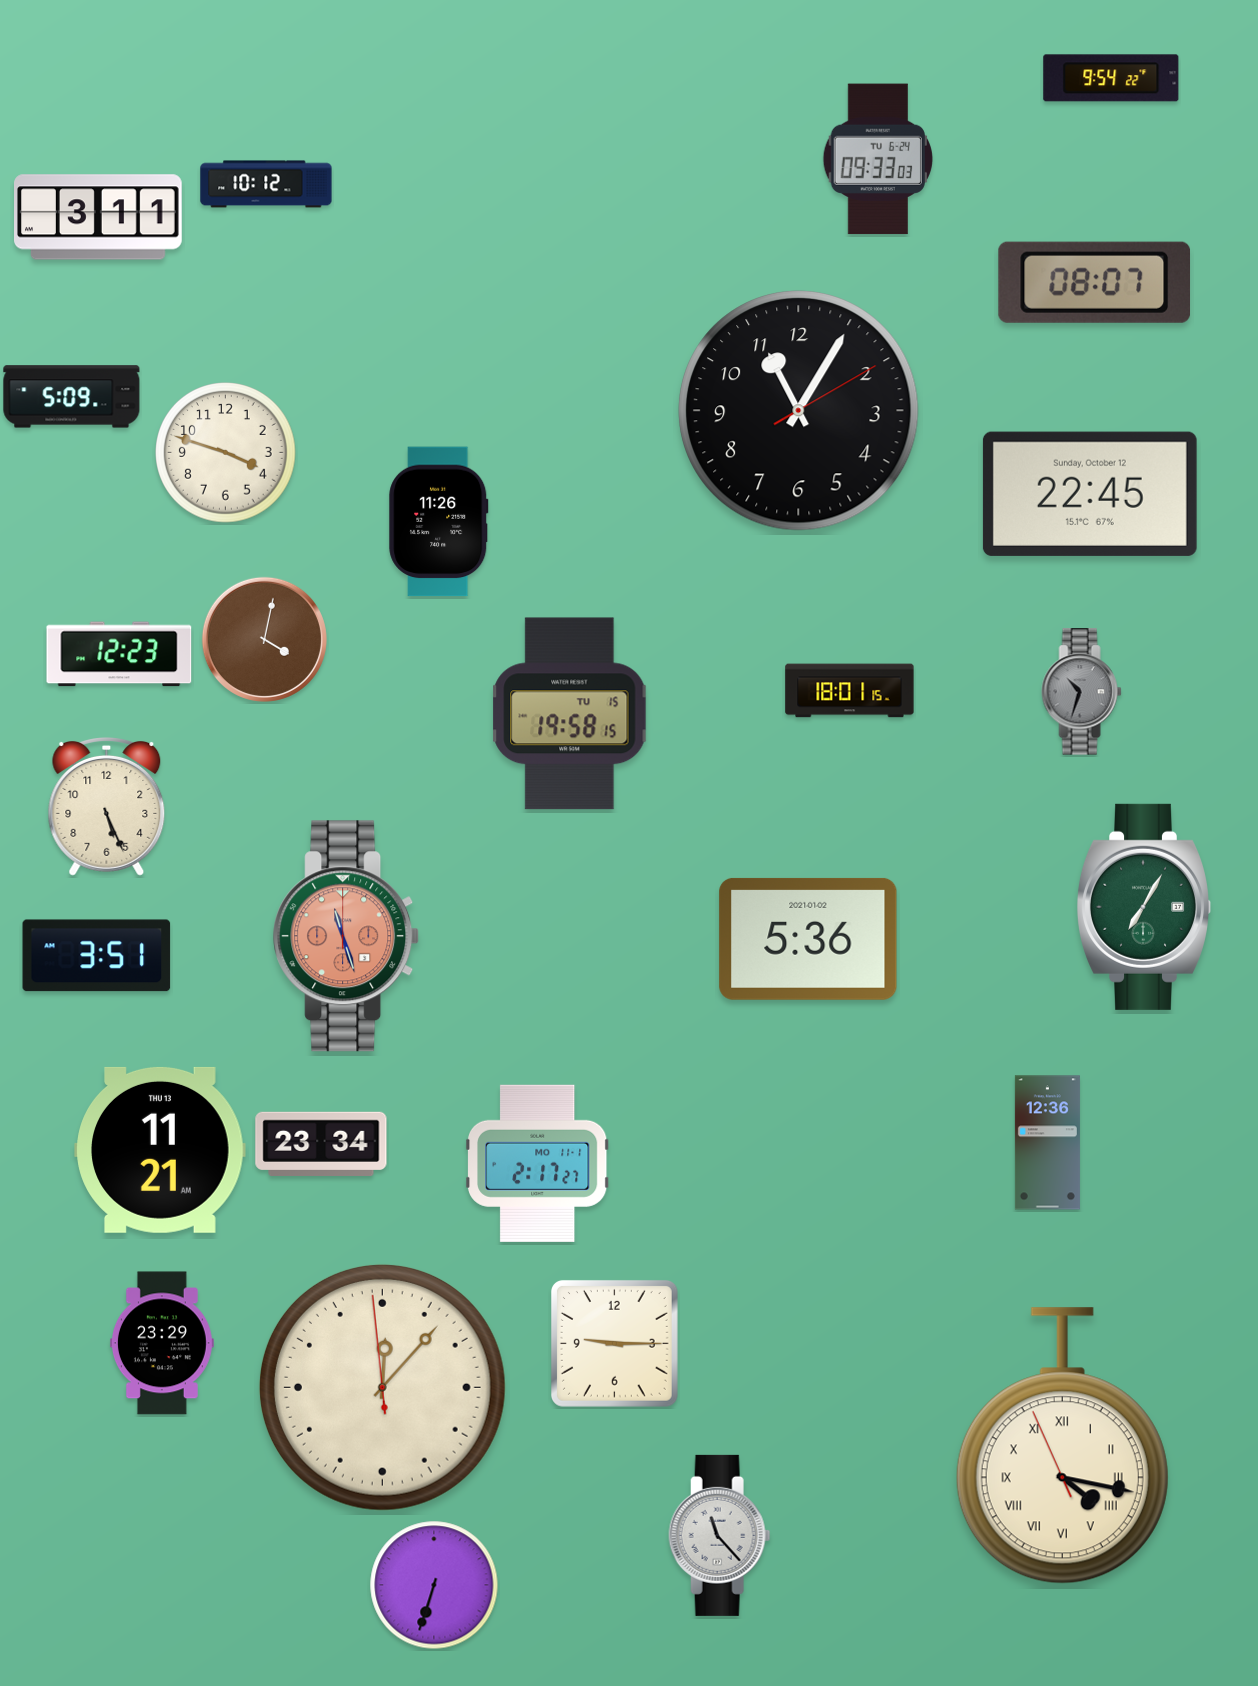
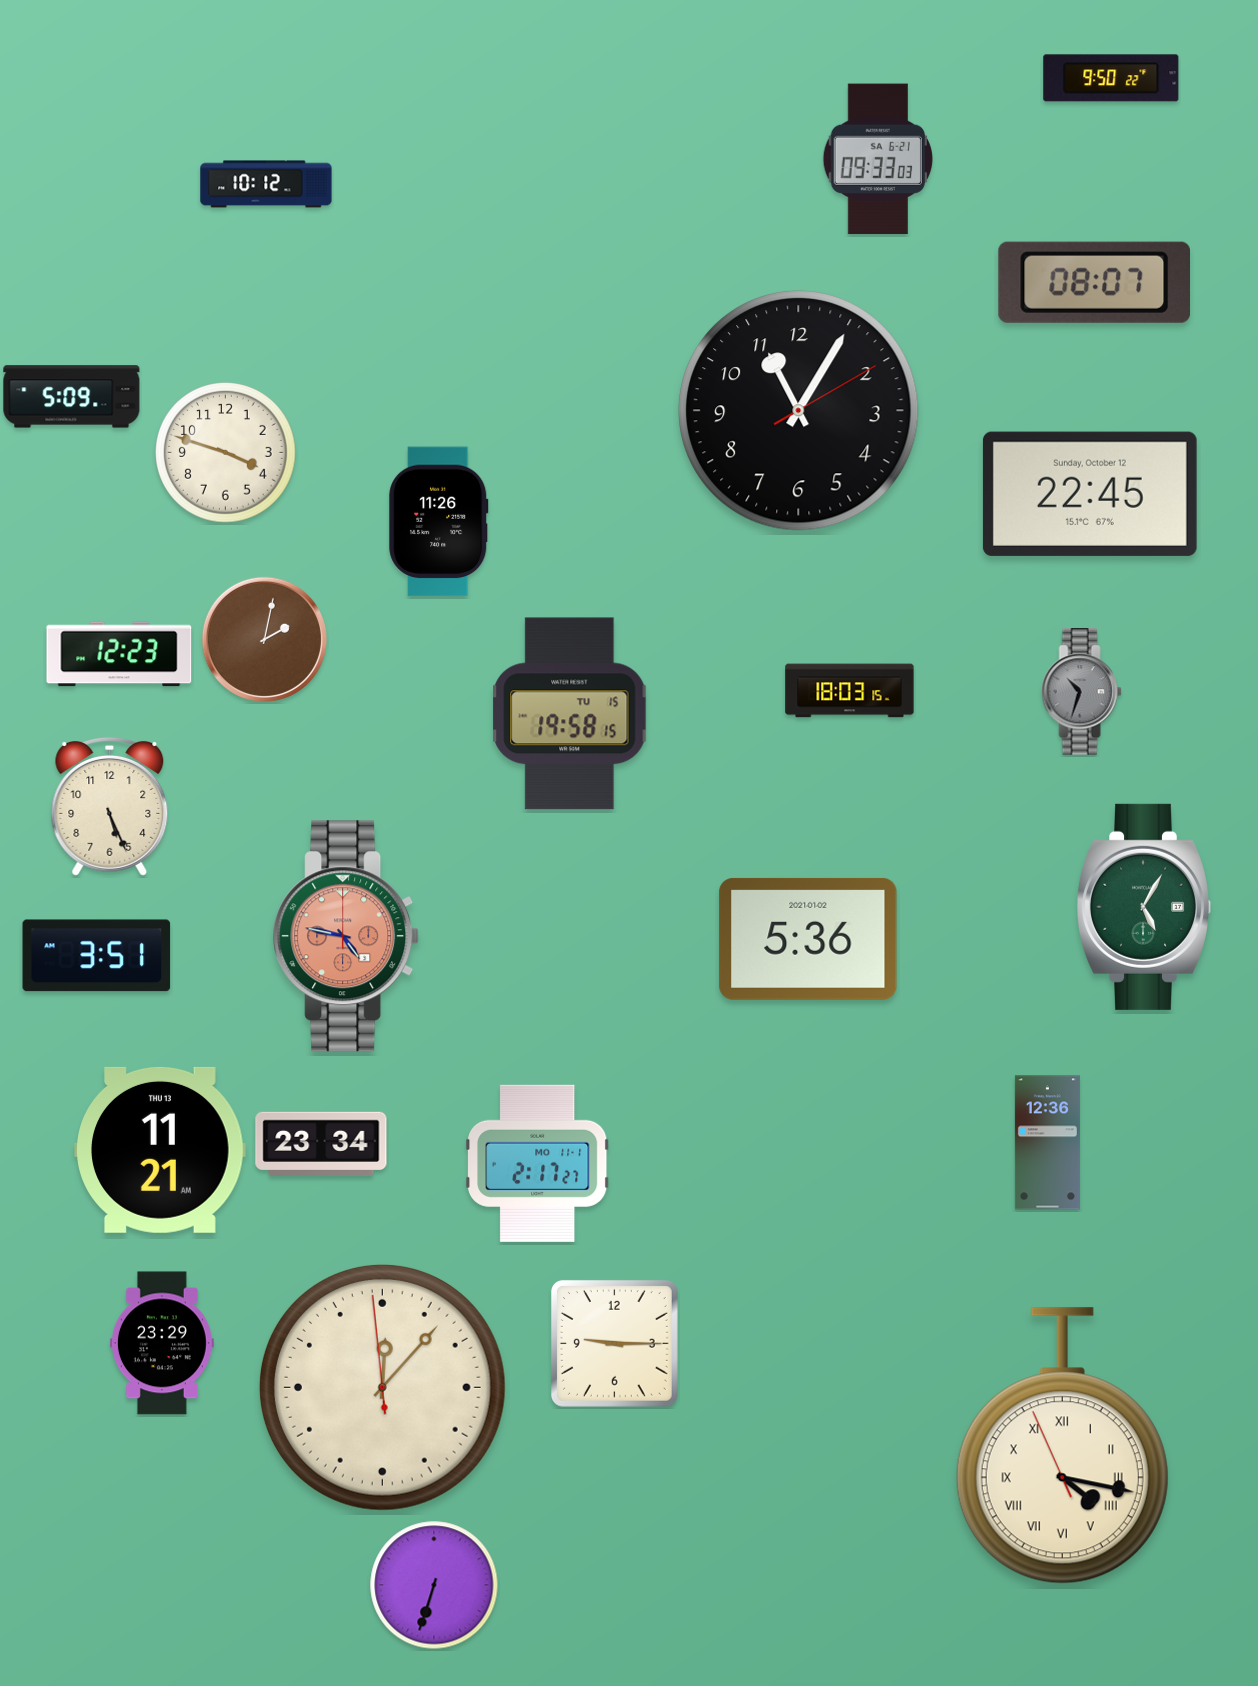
clock at (1111, 78): 9:54 -> 9:50
clock at (878, 159) date: TU 6-24 -> SA 6-21
clock at (99, 217): 3:11 -> none
clock at (264, 639): 4:02 -> 2:02
clock at (850, 691): 18:01 -> 18:03
clock at (107, 807) position: (107, 807) -> (110, 807)
clock at (1143, 907): 7:05 -> 5:05
clock at (347, 936): 11:27 -> 4:47
clock at (720, 1535): 11:23 -> none
